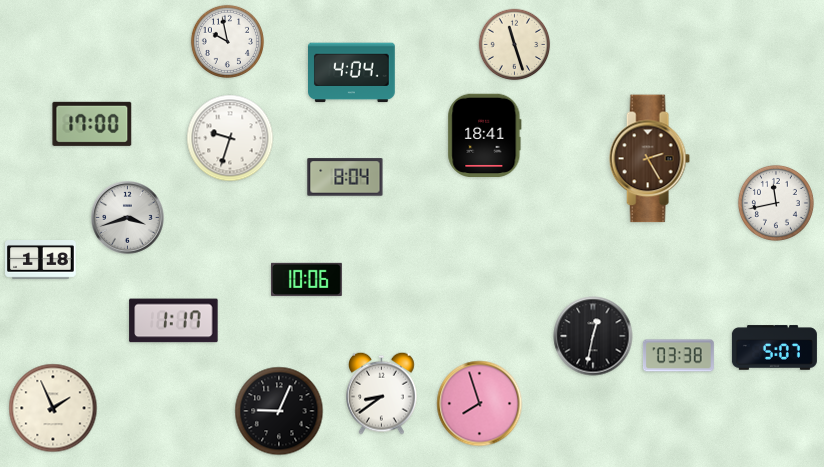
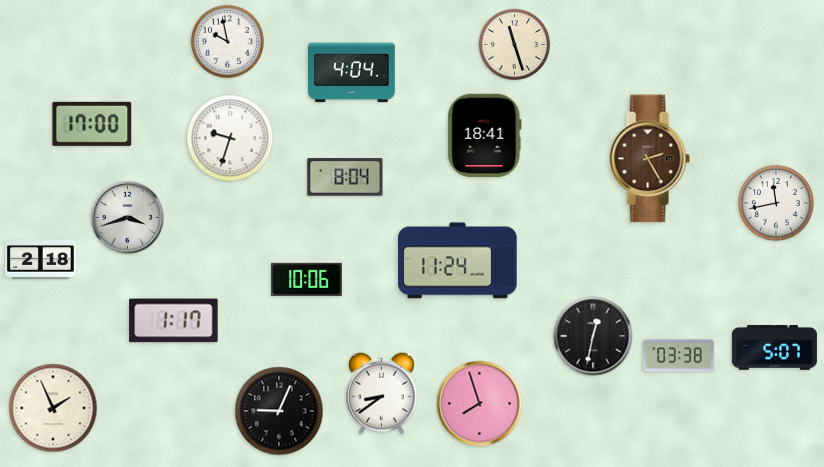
clock at (41, 260): 1:18 -> 2:18
clock at (458, 261): none -> 11:24
